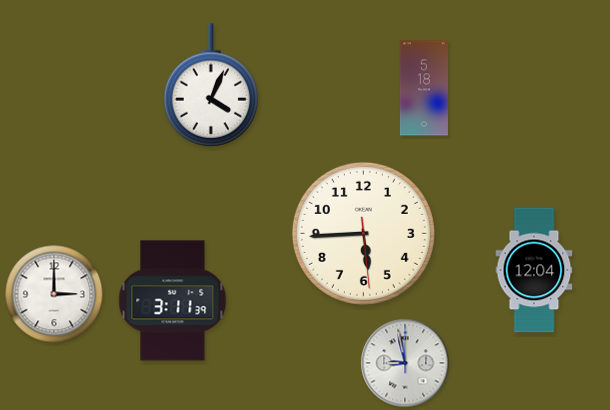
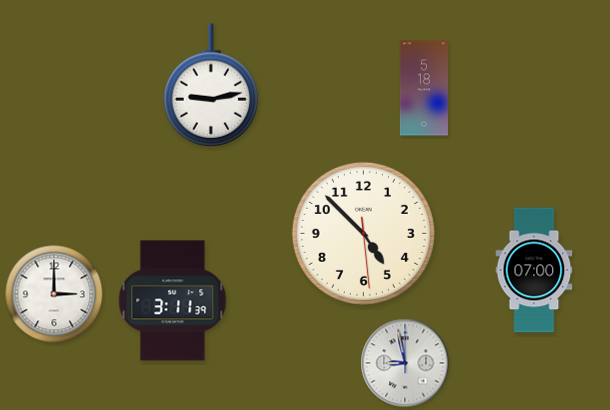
clock at (211, 85): 4:04 -> 9:13
clock at (363, 233): 5:44 -> 4:52
clock at (534, 270): 12:04 -> 07:00
